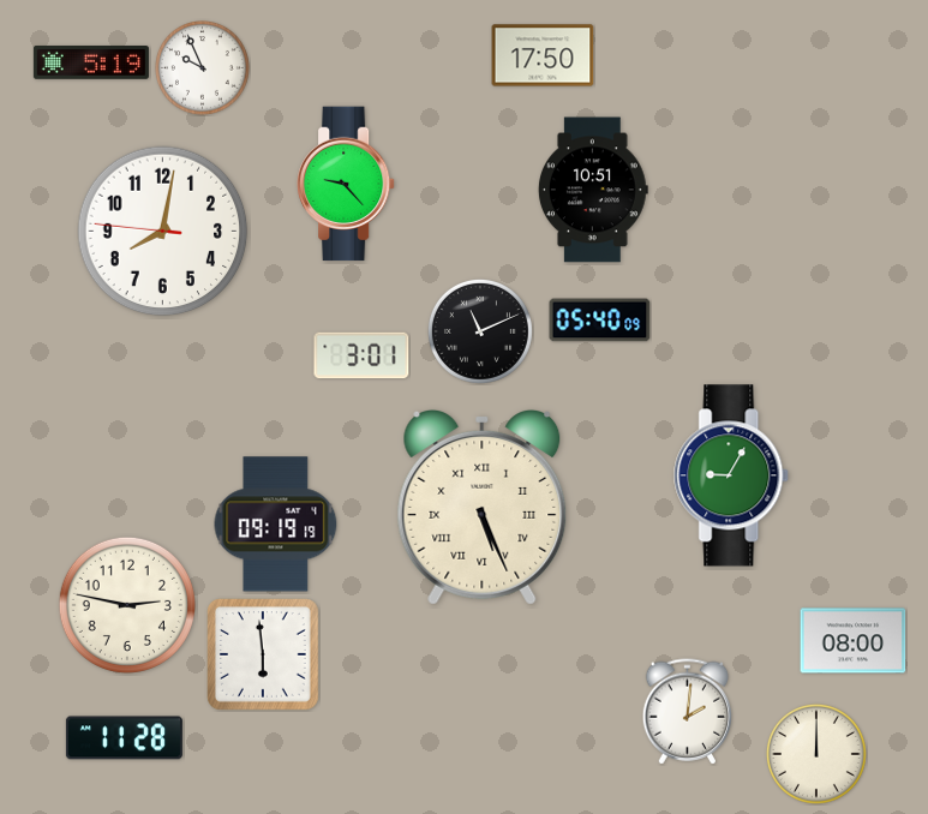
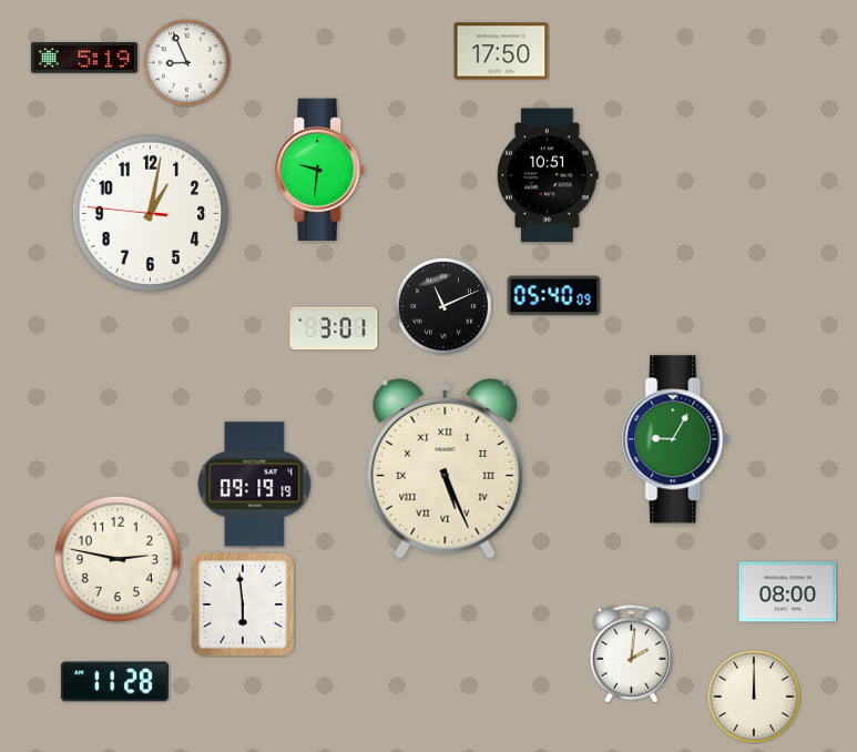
clock at (203, 68): 9:56 -> 8:56
clock at (347, 184): 9:23 -> 9:31
clock at (163, 232): 8:01 -> 1:01
clock at (688, 712) position: (688, 712) -> (632, 654)
